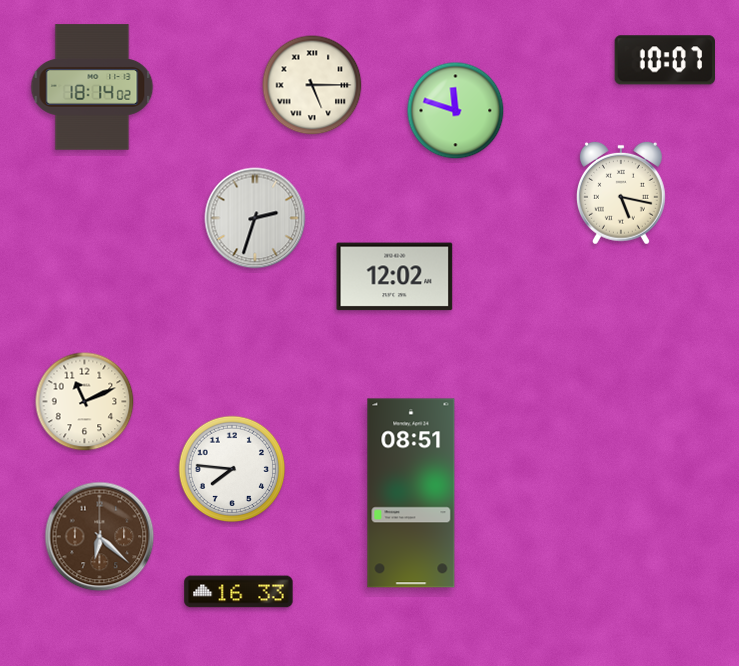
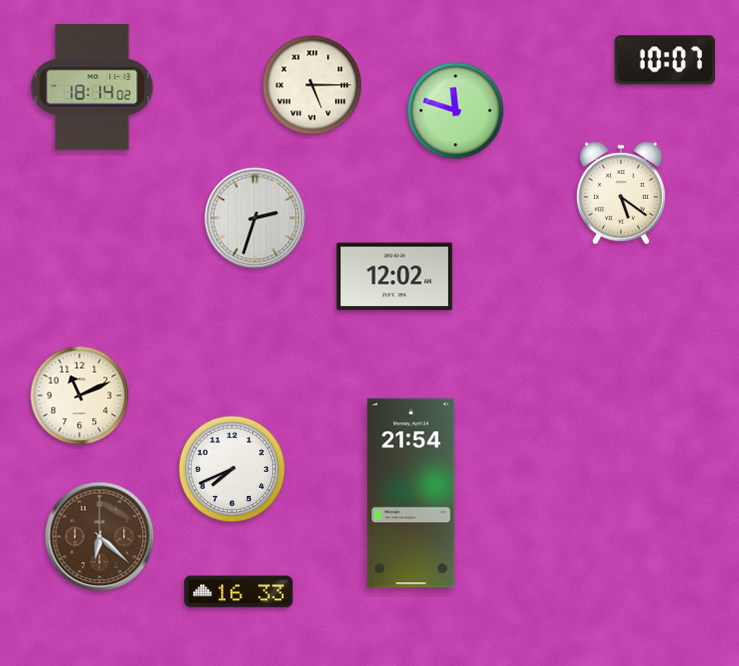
clock at (621, 193): 5:17 -> 5:21
clock at (85, 402) position: (85, 402) -> (80, 396)
clock at (232, 469): 7:46 -> 7:41
clock at (411, 493): 08:51 -> 21:54
